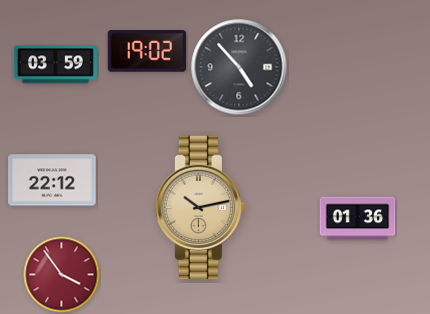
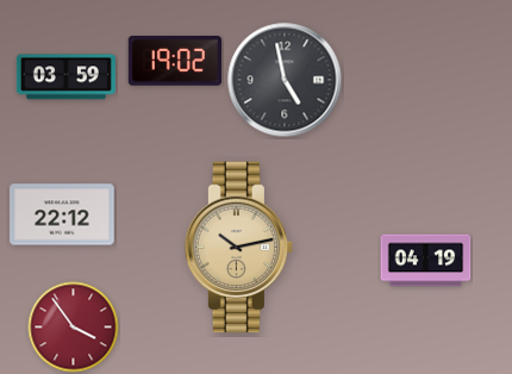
clock at (239, 67): 4:53 -> 4:58
clock at (358, 219): 01:36 -> 04:19
